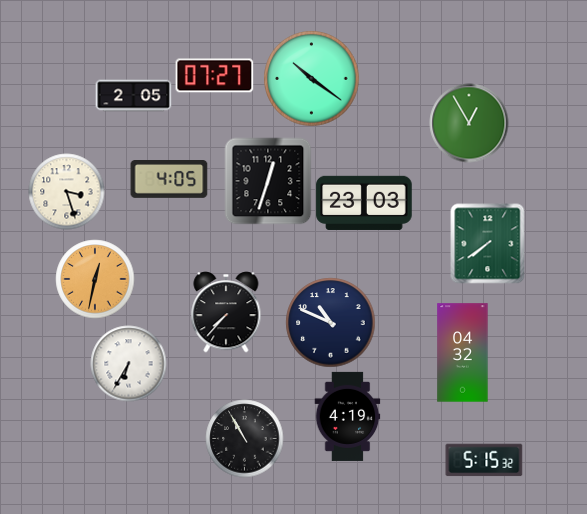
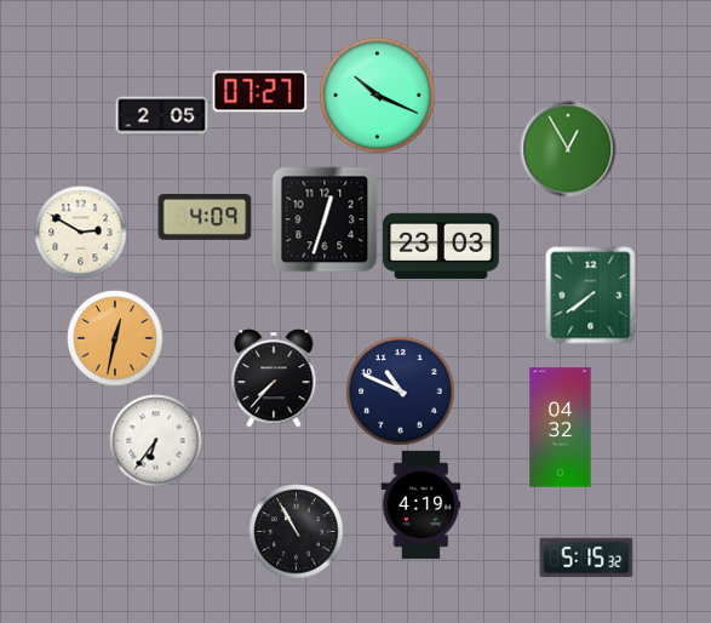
clock at (312, 79): 10:21 -> 10:19
clock at (169, 180): 4:05 -> 4:09
clock at (67, 192): 3:27 -> 2:50
clock at (129, 364): 6:35 -> 6:36
